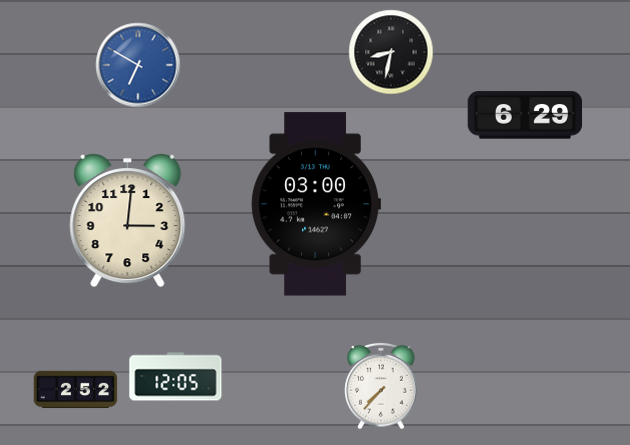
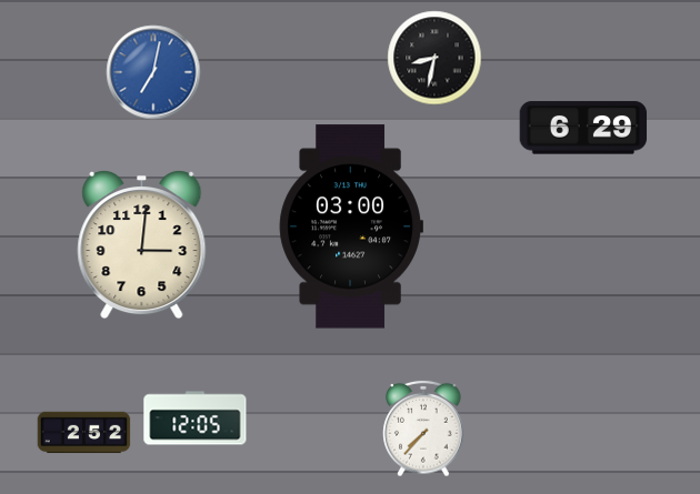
clock at (138, 65): 6:50 -> 7:02
